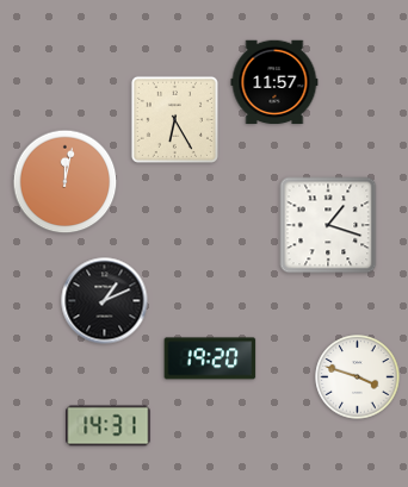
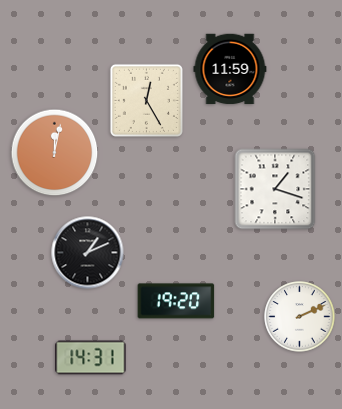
clock at (274, 82): 11:57 -> 11:59
clock at (174, 119): 6:25 -> 12:25
clock at (358, 377): 3:48 -> 2:11
